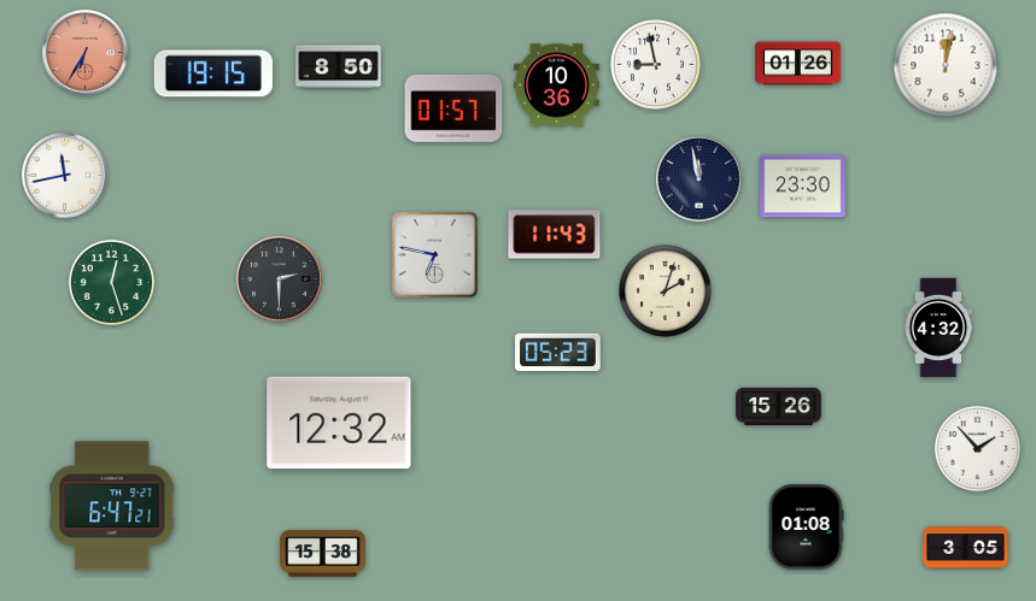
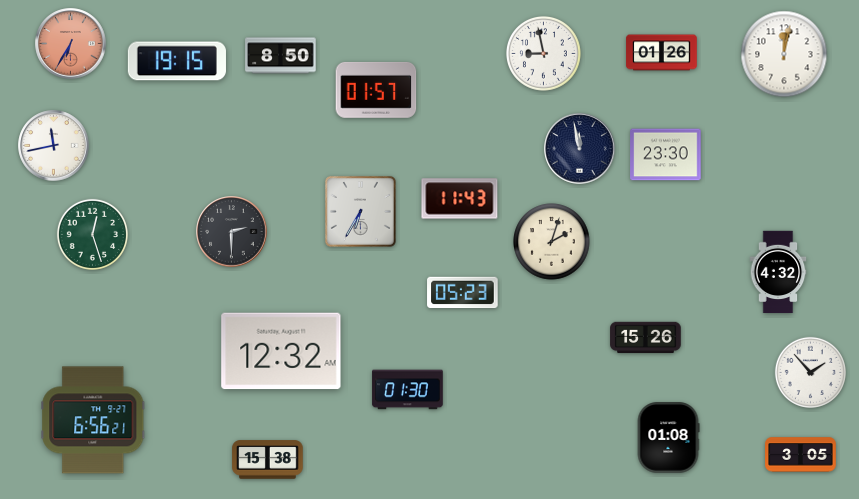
clock at (557, 86): 10:36 -> none
clock at (555, 235) position: (555, 235) -> (460, 199)
clock at (434, 254): 6:47 -> 6:35
clock at (408, 390): none -> 01:30
clock at (112, 506): 6:47 -> 6:56
